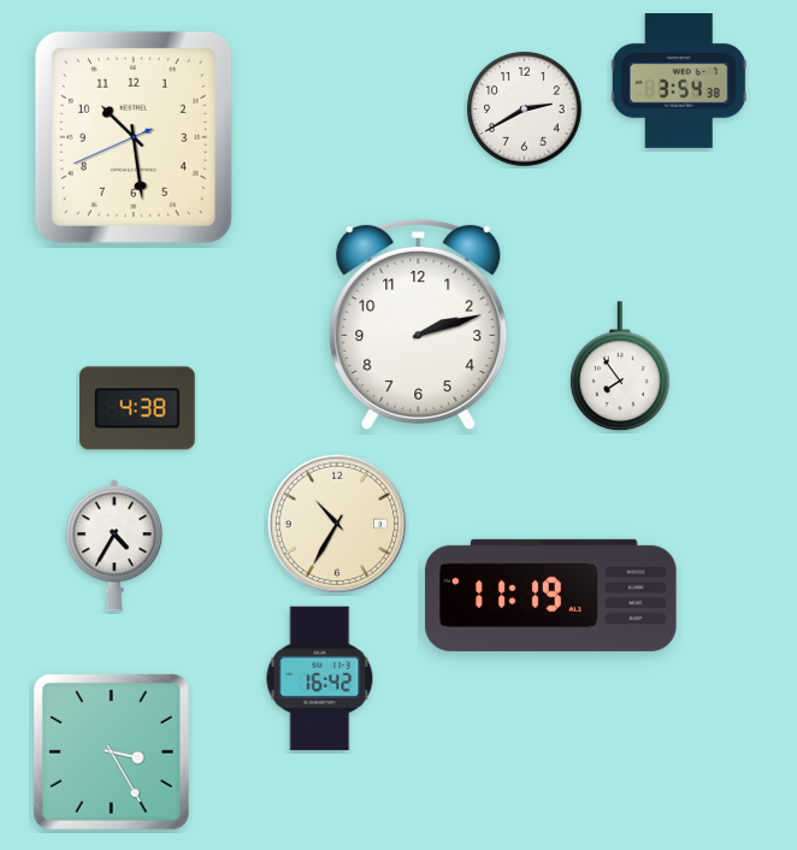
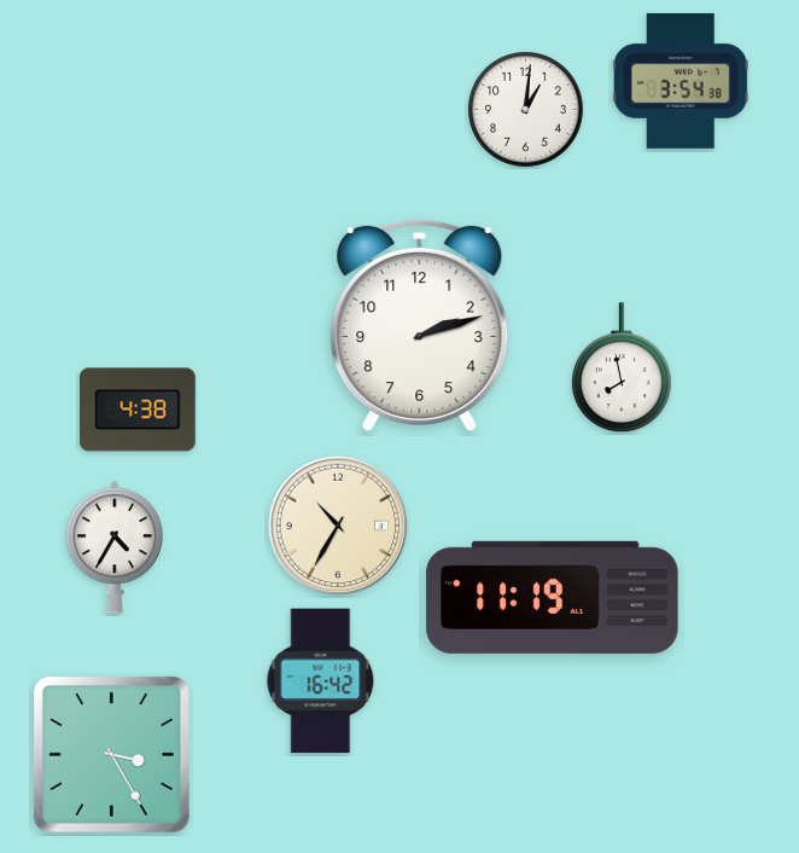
clock at (525, 110): 2:40 -> 1:01
clock at (134, 137): 10:28 -> none
clock at (620, 367): 7:54 -> 7:58
